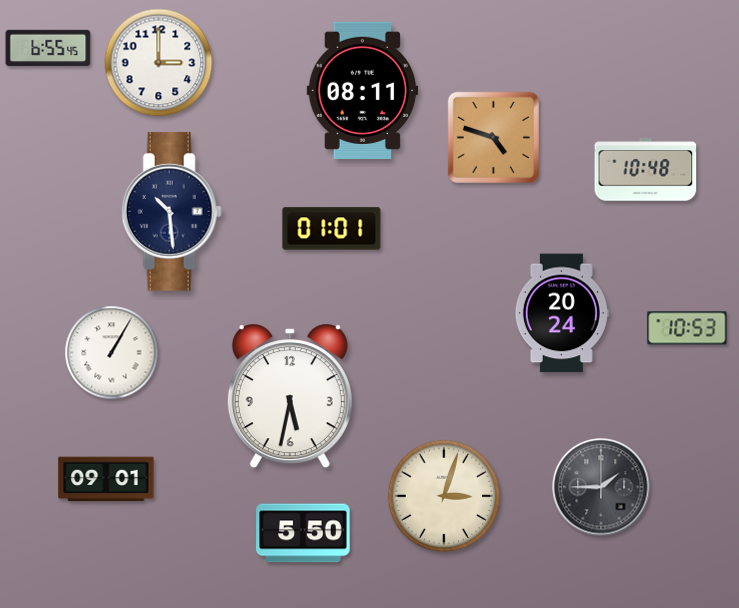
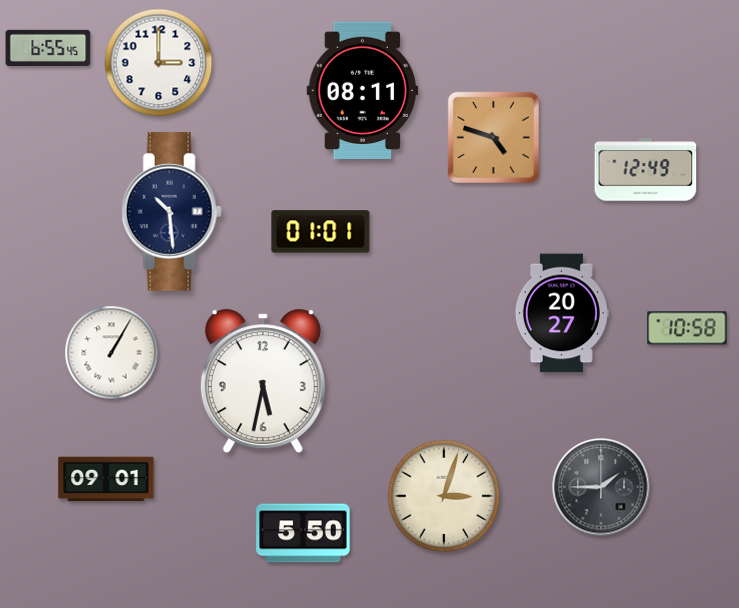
clock at (646, 170): 10:48 -> 12:49
clock at (332, 229) position: (332, 229) -> (321, 232)
clock at (562, 313): 20:24 -> 20:27
clock at (687, 328): 10:53 -> 10:58
clock at (290, 396) position: (290, 396) -> (263, 381)
